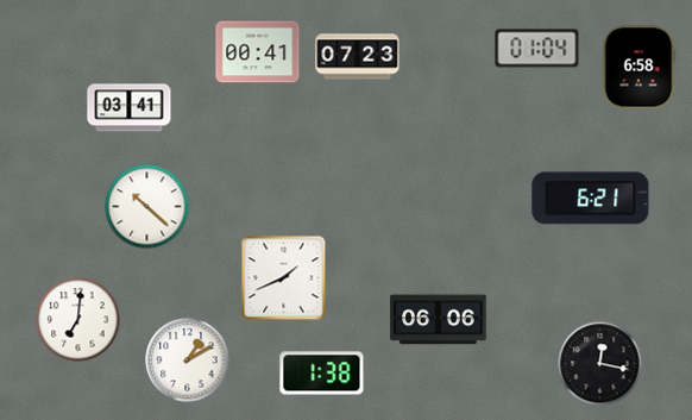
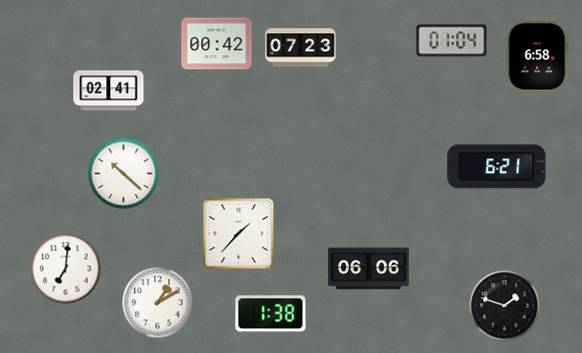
clock at (258, 52): 00:41 -> 00:42
clock at (130, 108): 03:41 -> 02:41
clock at (284, 278): 1:41 -> 1:37
clock at (600, 364): 12:17 -> 1:48
